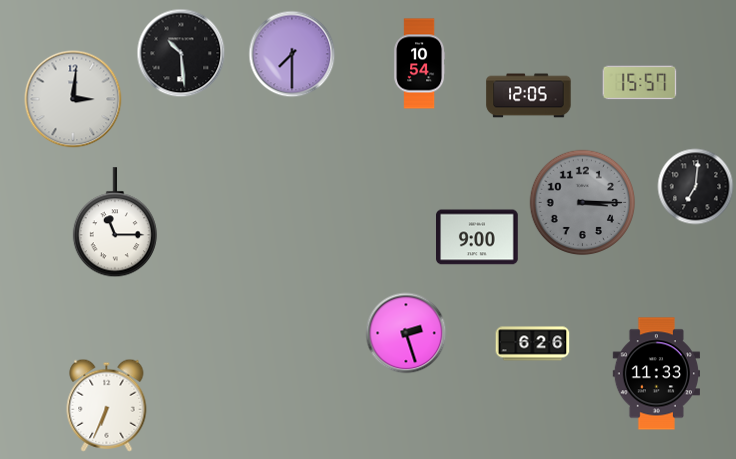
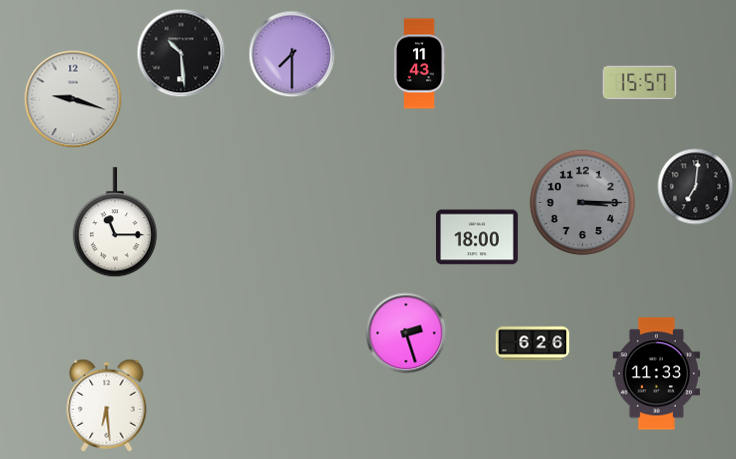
clock at (420, 64): 10:54 -> 11:43
clock at (529, 96): 12:05 -> none
clock at (73, 99): 3:01 -> 9:18
clock at (478, 237): 9:00 -> 18:00
clock at (107, 405): 6:34 -> 6:29
